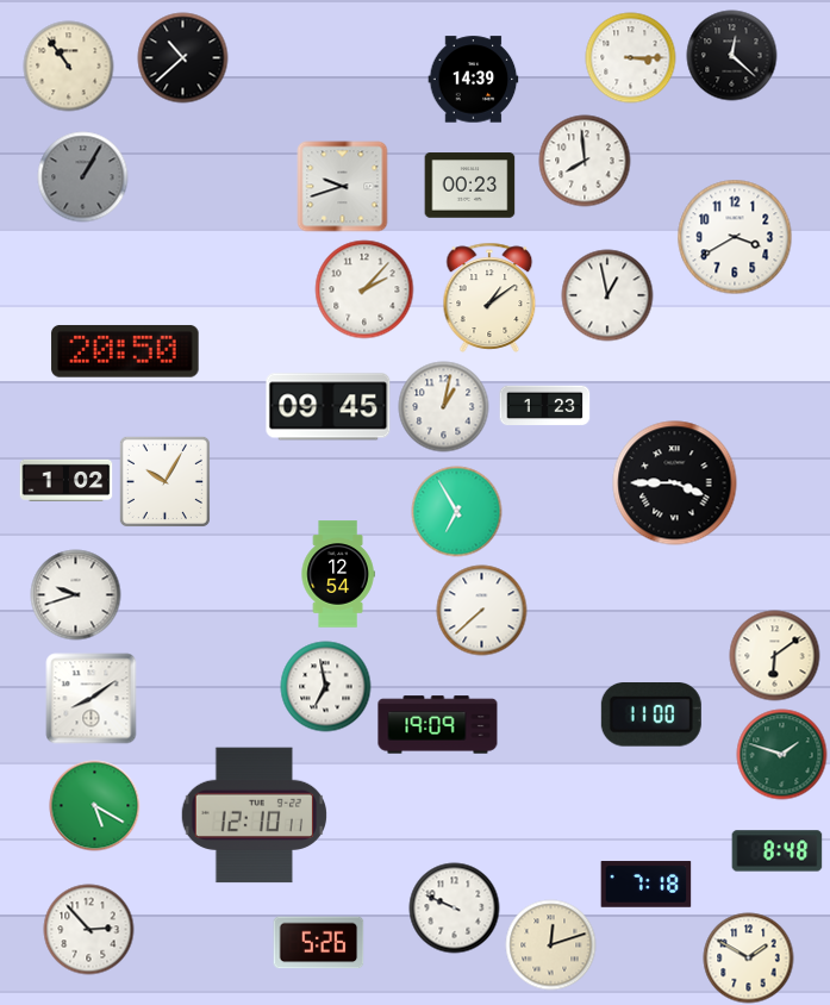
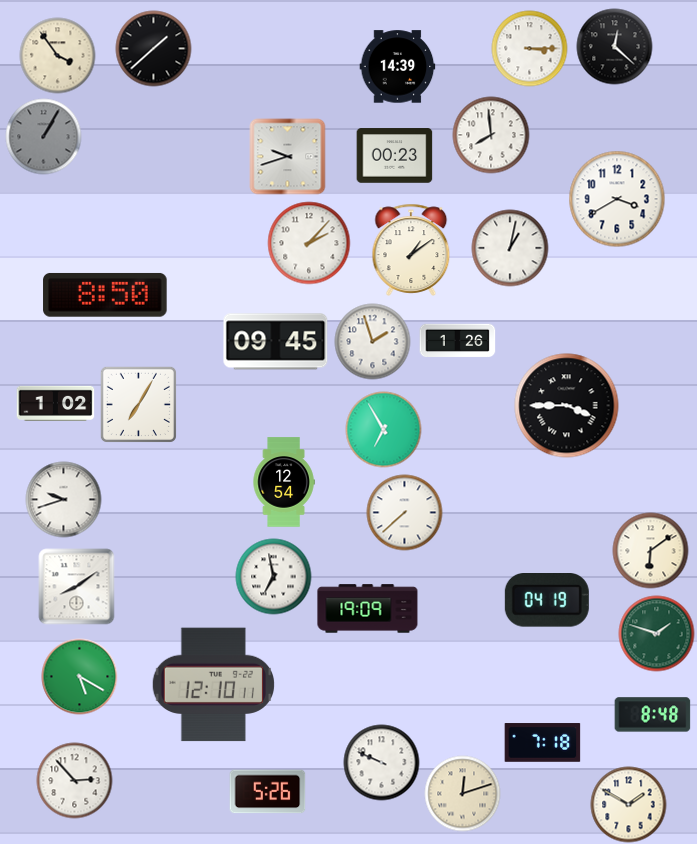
clock at (183, 58): 10:38 -> 1:38
clock at (69, 67): 10:54 -> 3:54
clock at (83, 177) position: (83, 177) -> (44, 137)
clock at (364, 289) position: (364, 289) -> (309, 243)
clock at (607, 295): 12:58 -> 1:02
clock at (125, 351): 20:50 -> 8:50
clock at (545, 406): 1:23 -> 1:26
clock at (444, 407): 1:02 -> 1:57
clock at (164, 481): 10:05 -> 7:05
clock at (651, 716): 11:00 -> 04:19
